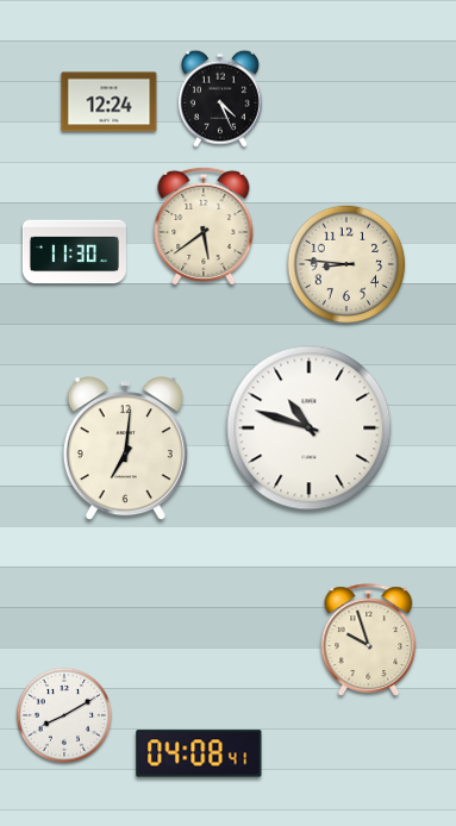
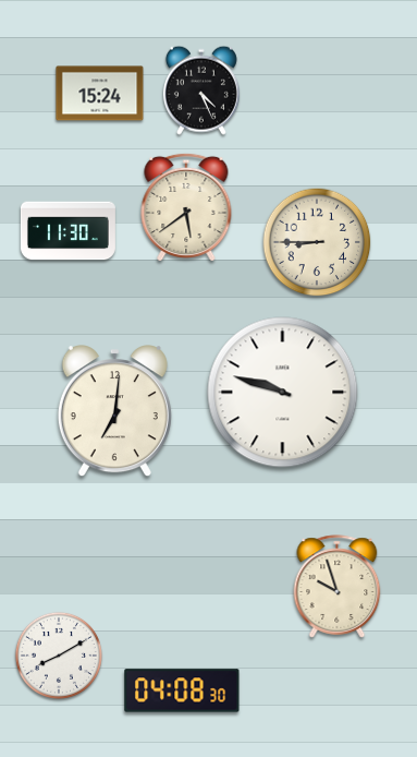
clock at (110, 102): 12:24 -> 15:24
clock at (346, 264): 8:46 -> 8:45
clock at (310, 428): 10:48 -> 9:48
clock at (199, 753): 04:08:41 -> 04:08:30
